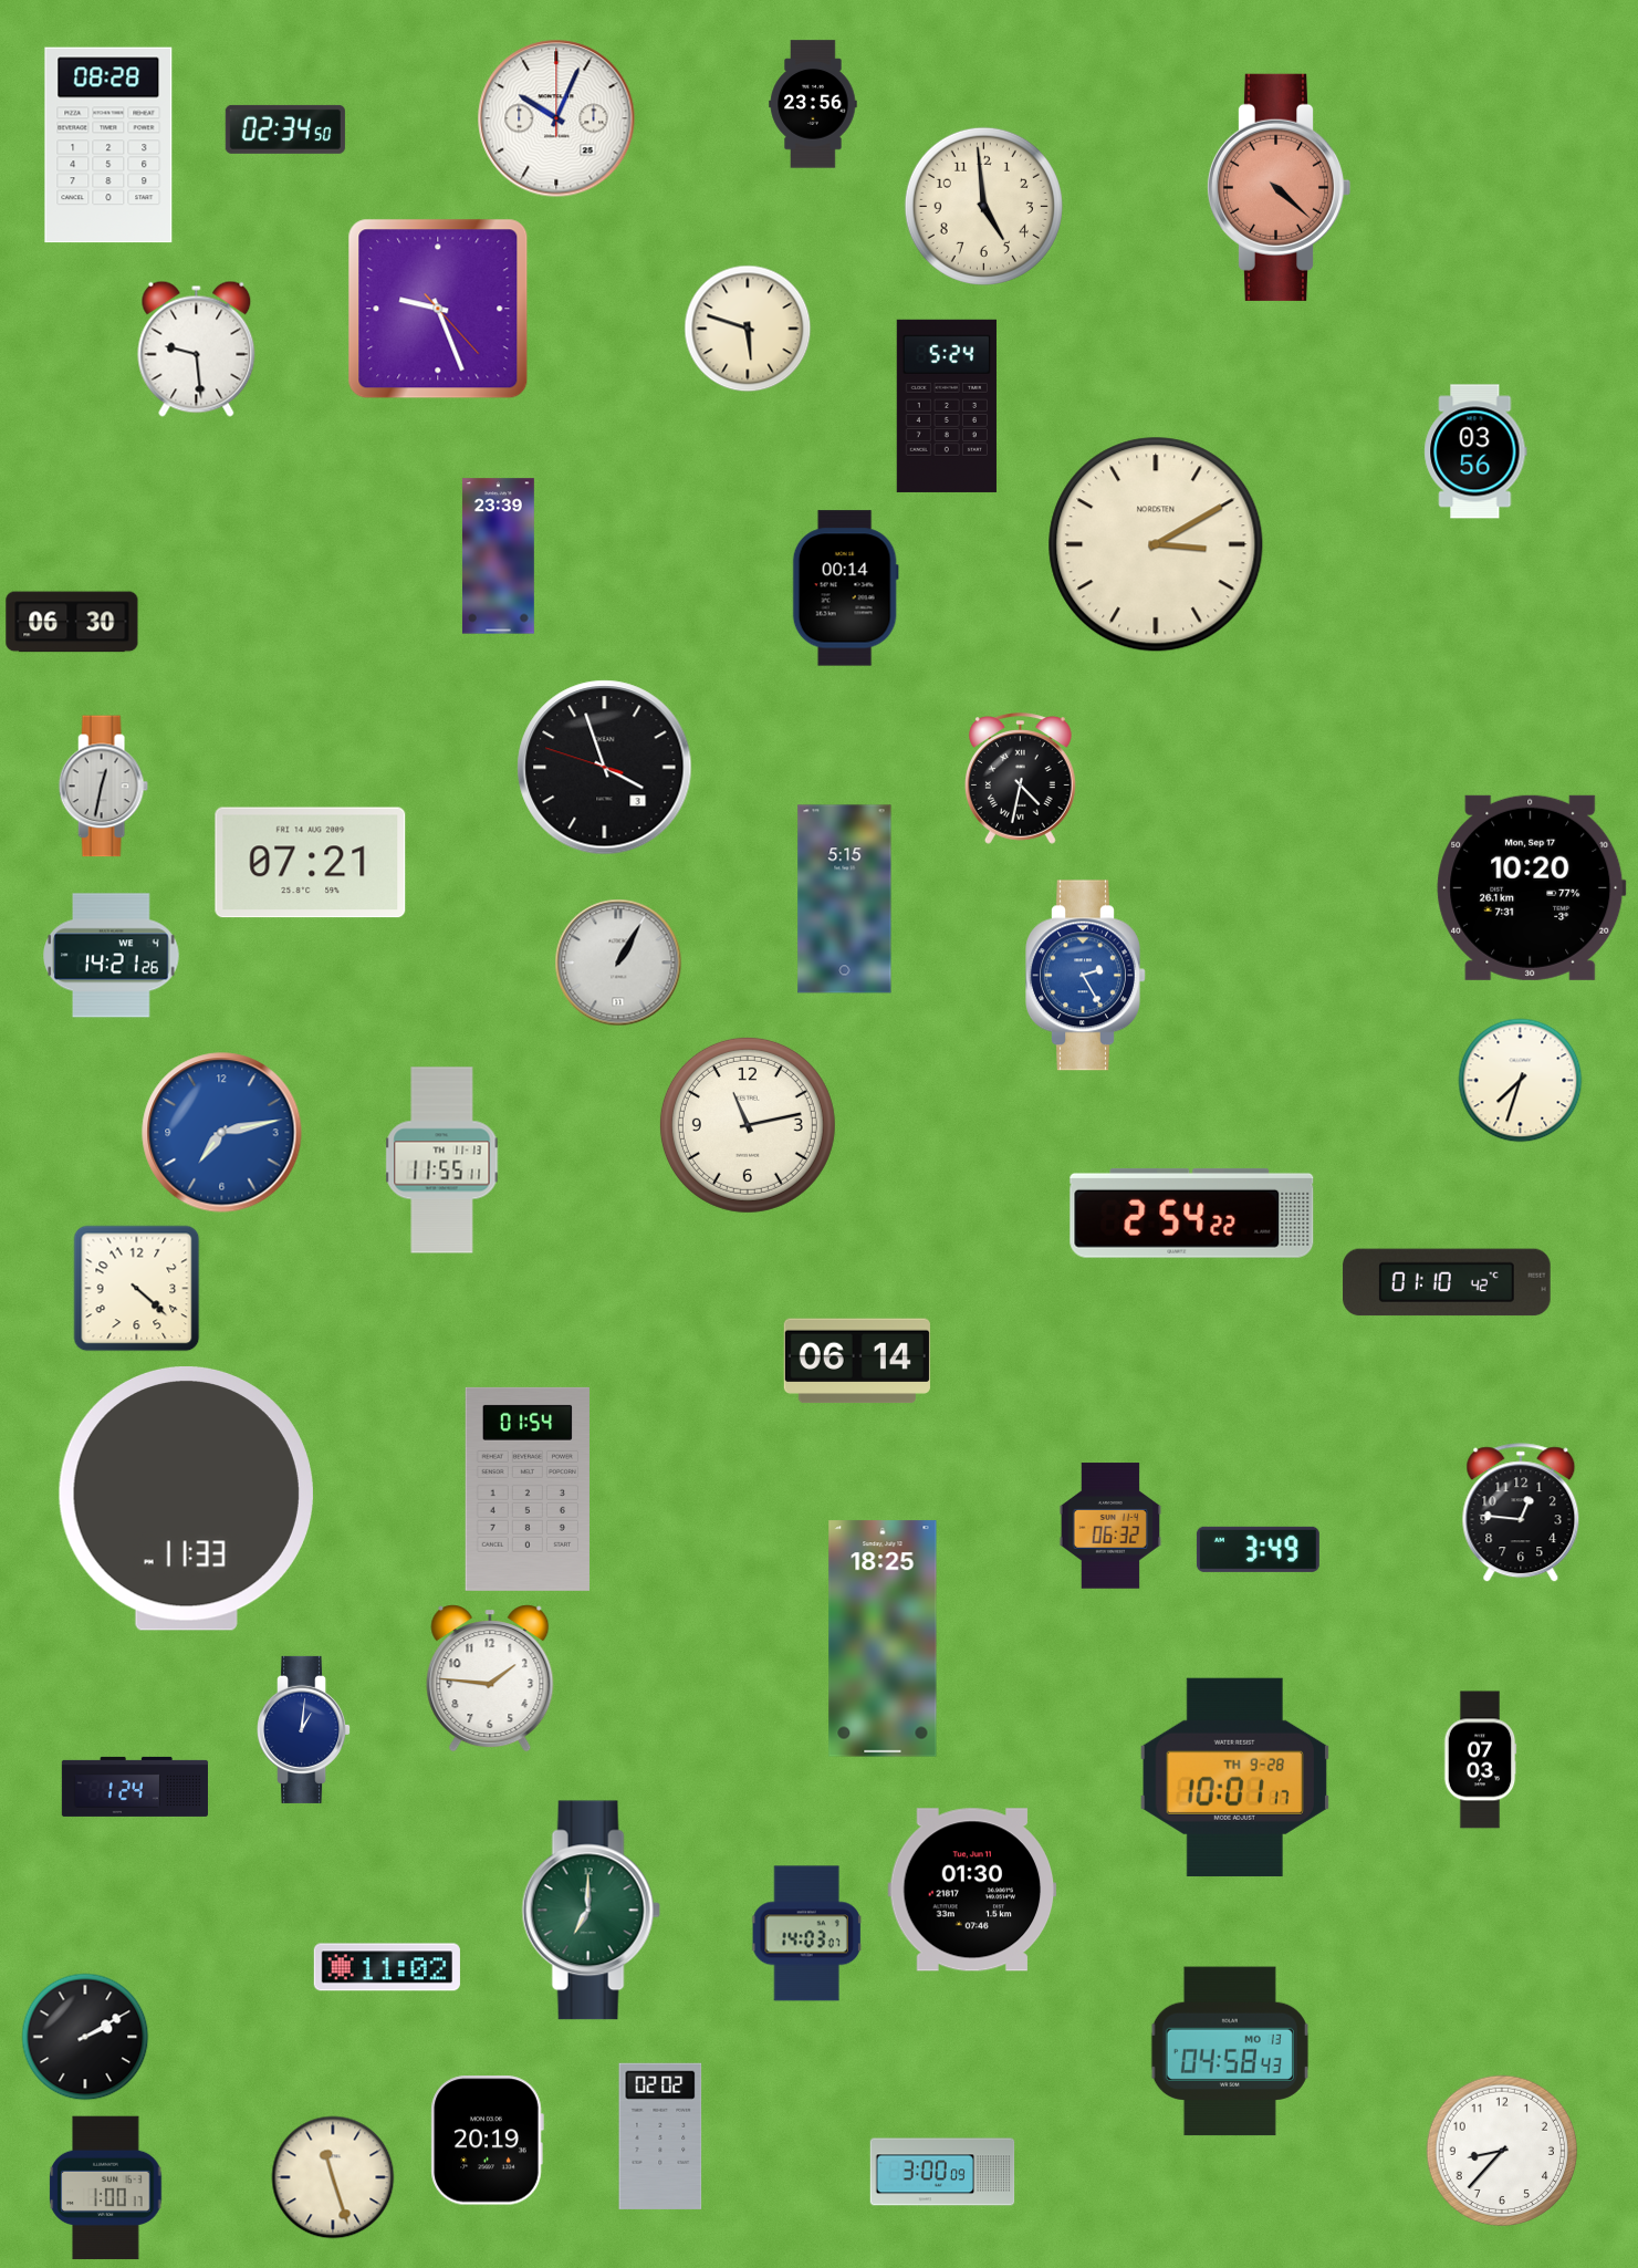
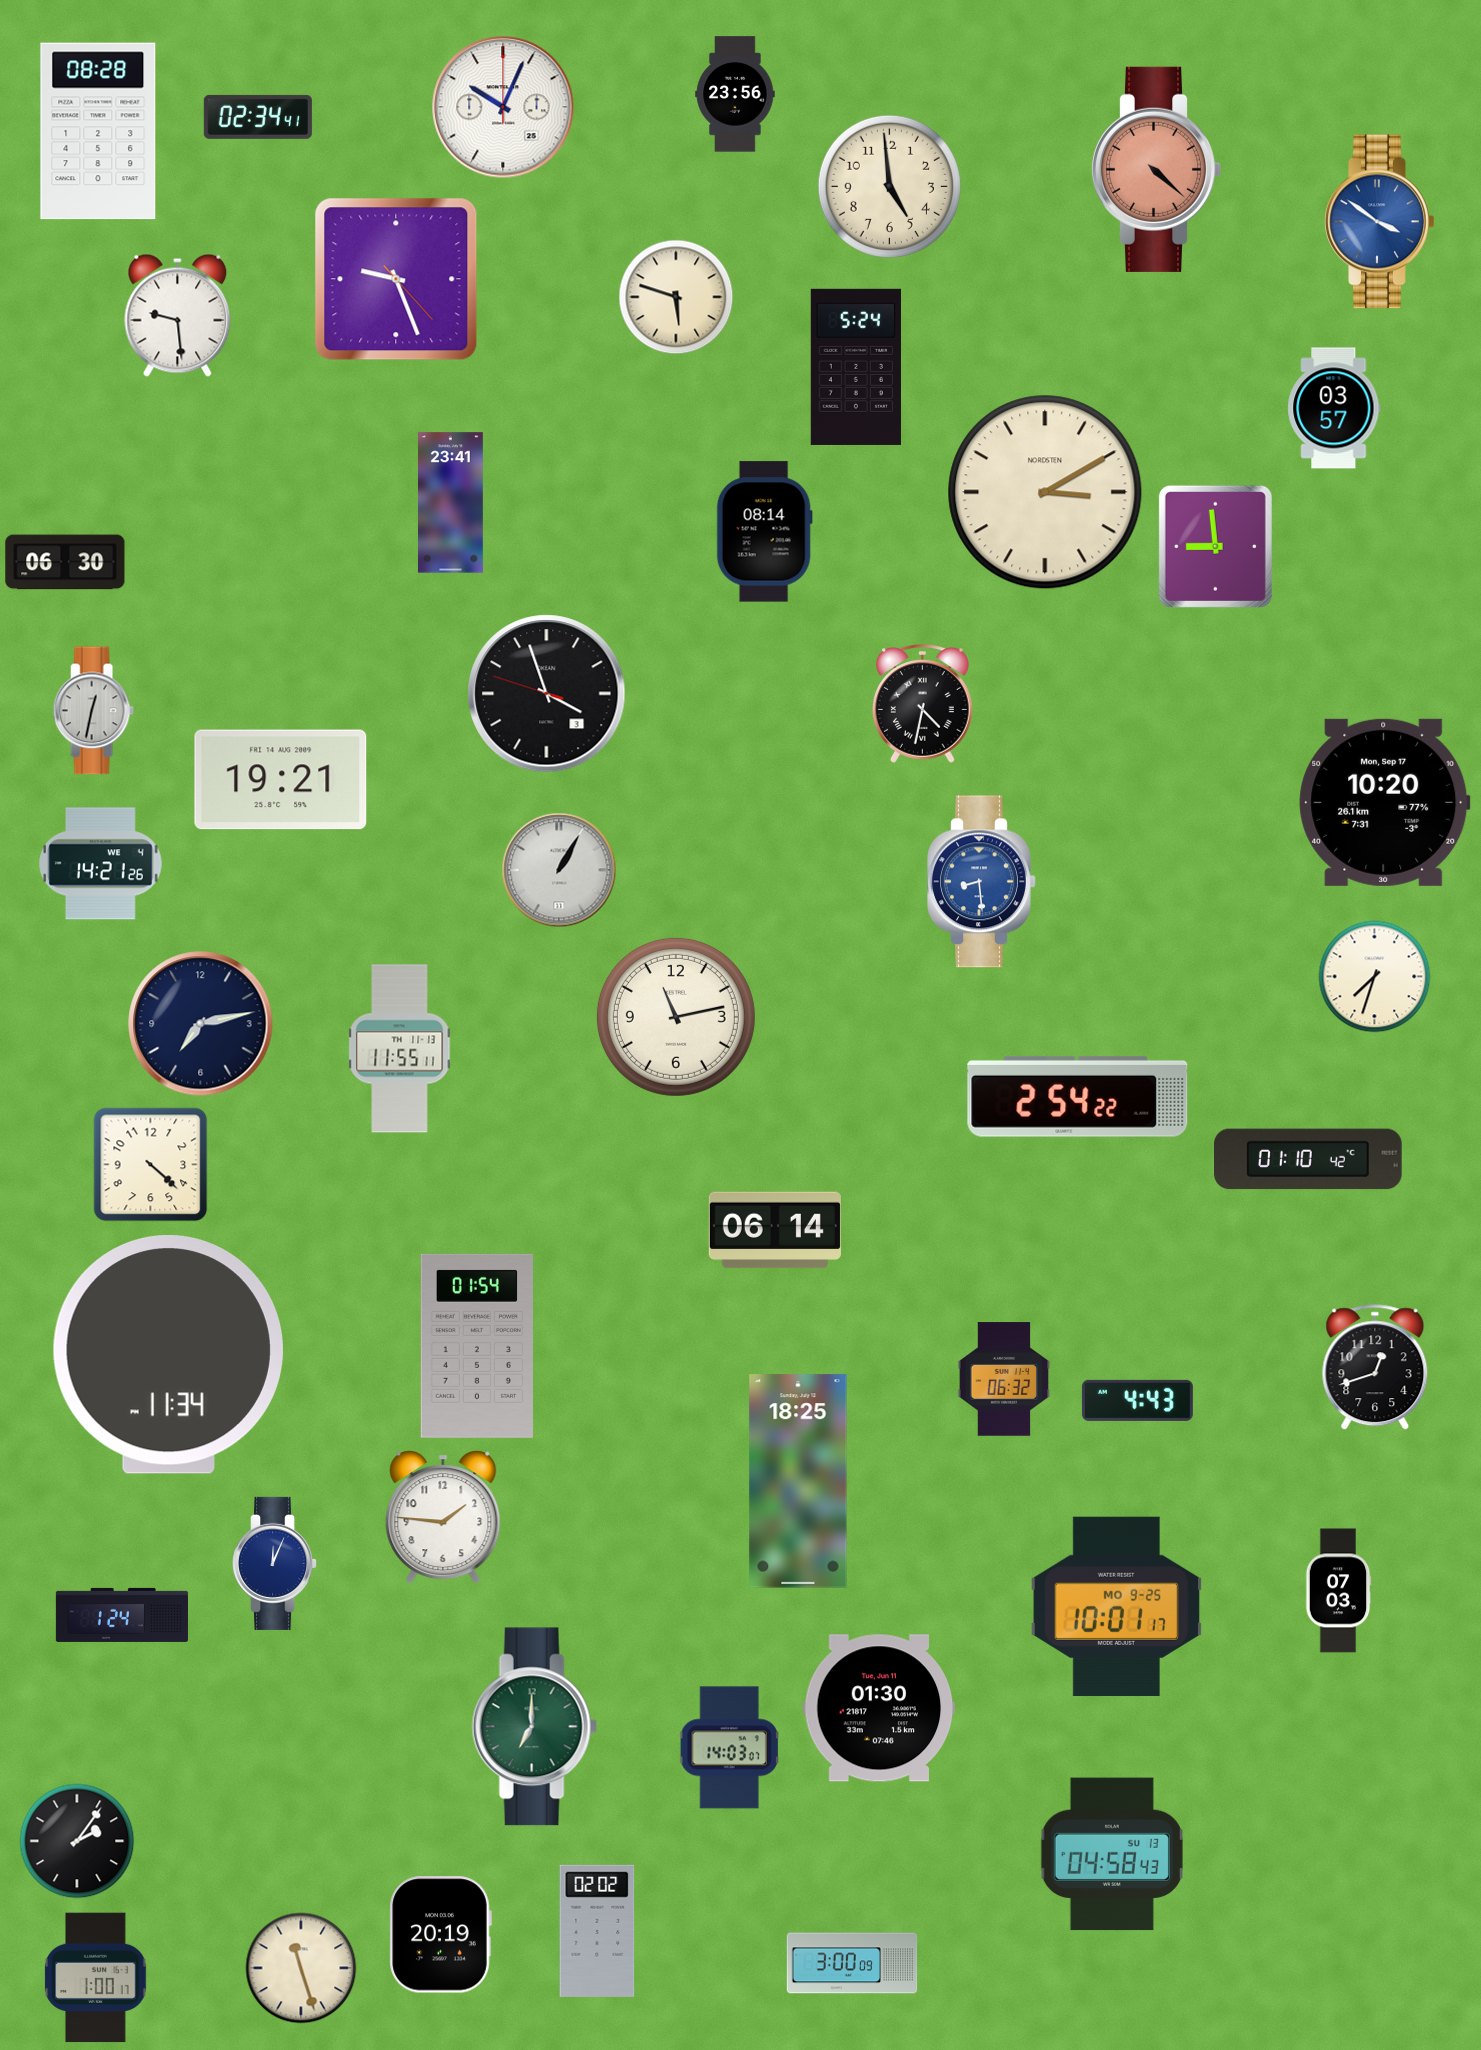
clock at (285, 129): 02:34:50 -> 02:34:41
clock at (1380, 222): none -> 3:51
clock at (1475, 451): 03:56 -> 03:57
clock at (498, 556): 23:39 -> 23:41
clock at (845, 589): 00:14 -> 08:14
clock at (1215, 546): none -> 8:59
clock at (311, 863): 07:21 -> 19:21
clock at (845, 899): 5:15 -> none
clock at (1086, 976): 2:25 -> 8:29
clock at (222, 1133) dial: blue -> navy
clock at (137, 1289) position: (137, 1289) -> (151, 1165)
clock at (186, 1499): 11:33 -> 11:34
clock at (1521, 1513): 12:46 -> 12:42
clock at (1258, 1549): 3:49 -> 4:43
clock at (304, 1729): 1:01 -> 12:04
clock at (1234, 1777) date: TH 9-28 -> MO 9-25
clock at (387, 1967): 11:02 -> none
clock at (85, 2037): 2:10 -> 2:06
clock at (1230, 2051) date: MO 13 -> SU 13
clock at (1501, 2150): 8:37 -> none
